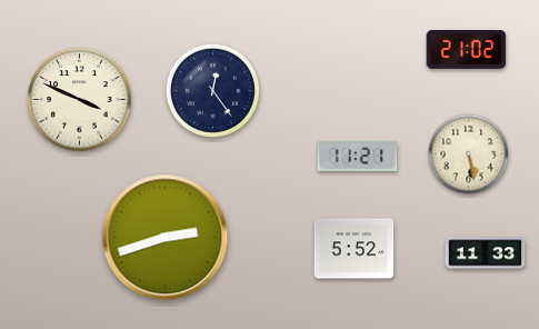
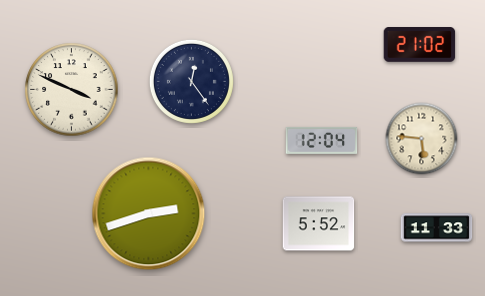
clock at (469, 154): 5:28 -> 5:46
clock at (358, 156): 11:21 -> 12:04
